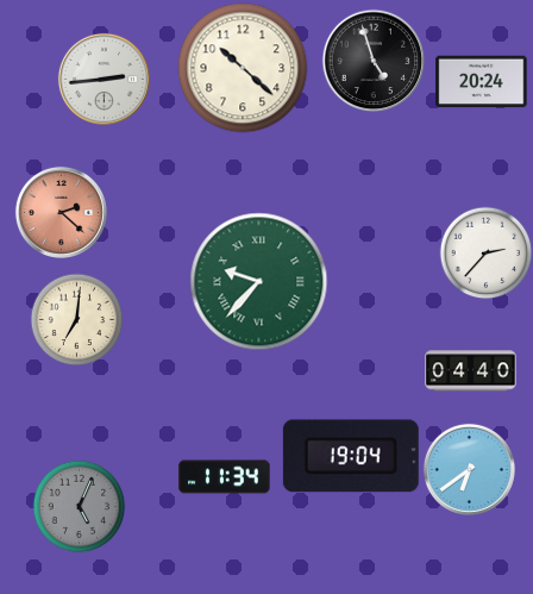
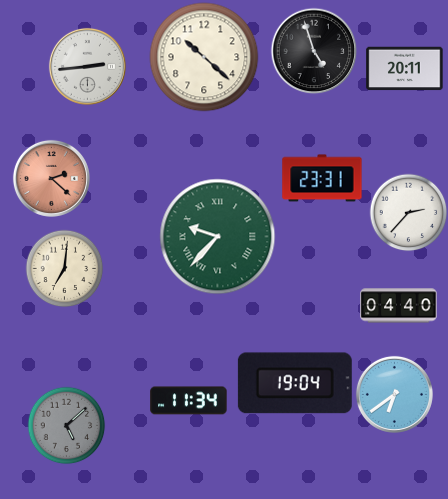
clock at (482, 82): 20:24 -> 20:11
clock at (322, 178): none -> 23:31
clock at (471, 371) position: (471, 371) -> (399, 306)
clock at (79, 506): 5:04 -> 5:08
